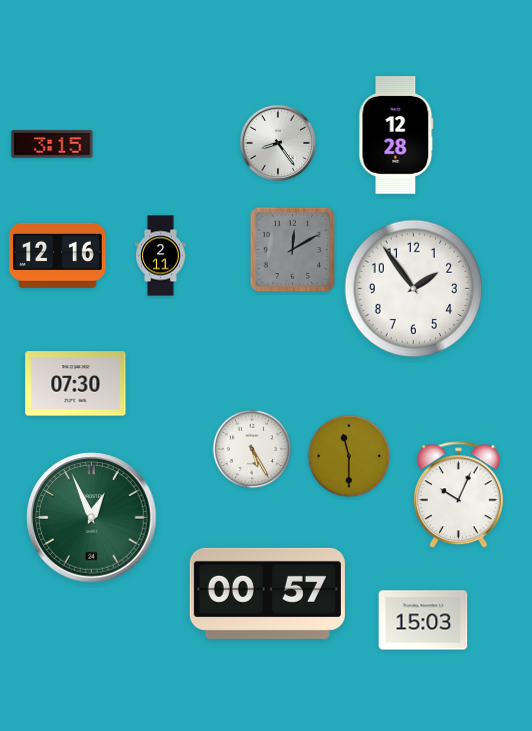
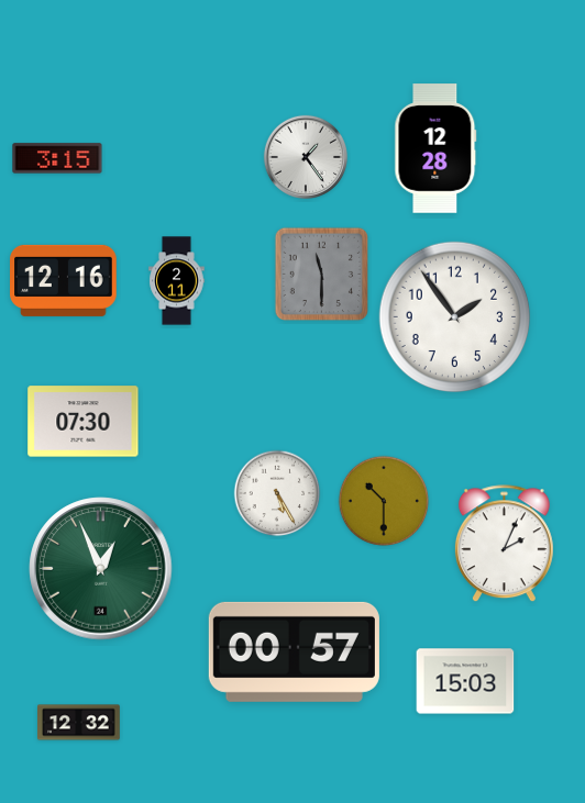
clock at (277, 142): 8:24 -> 1:24
clock at (293, 250): 12:10 -> 11:30
clock at (349, 456): 11:30 -> 10:30
clock at (458, 495): 10:04 -> 2:04
clock at (79, 723): none -> 12:32
